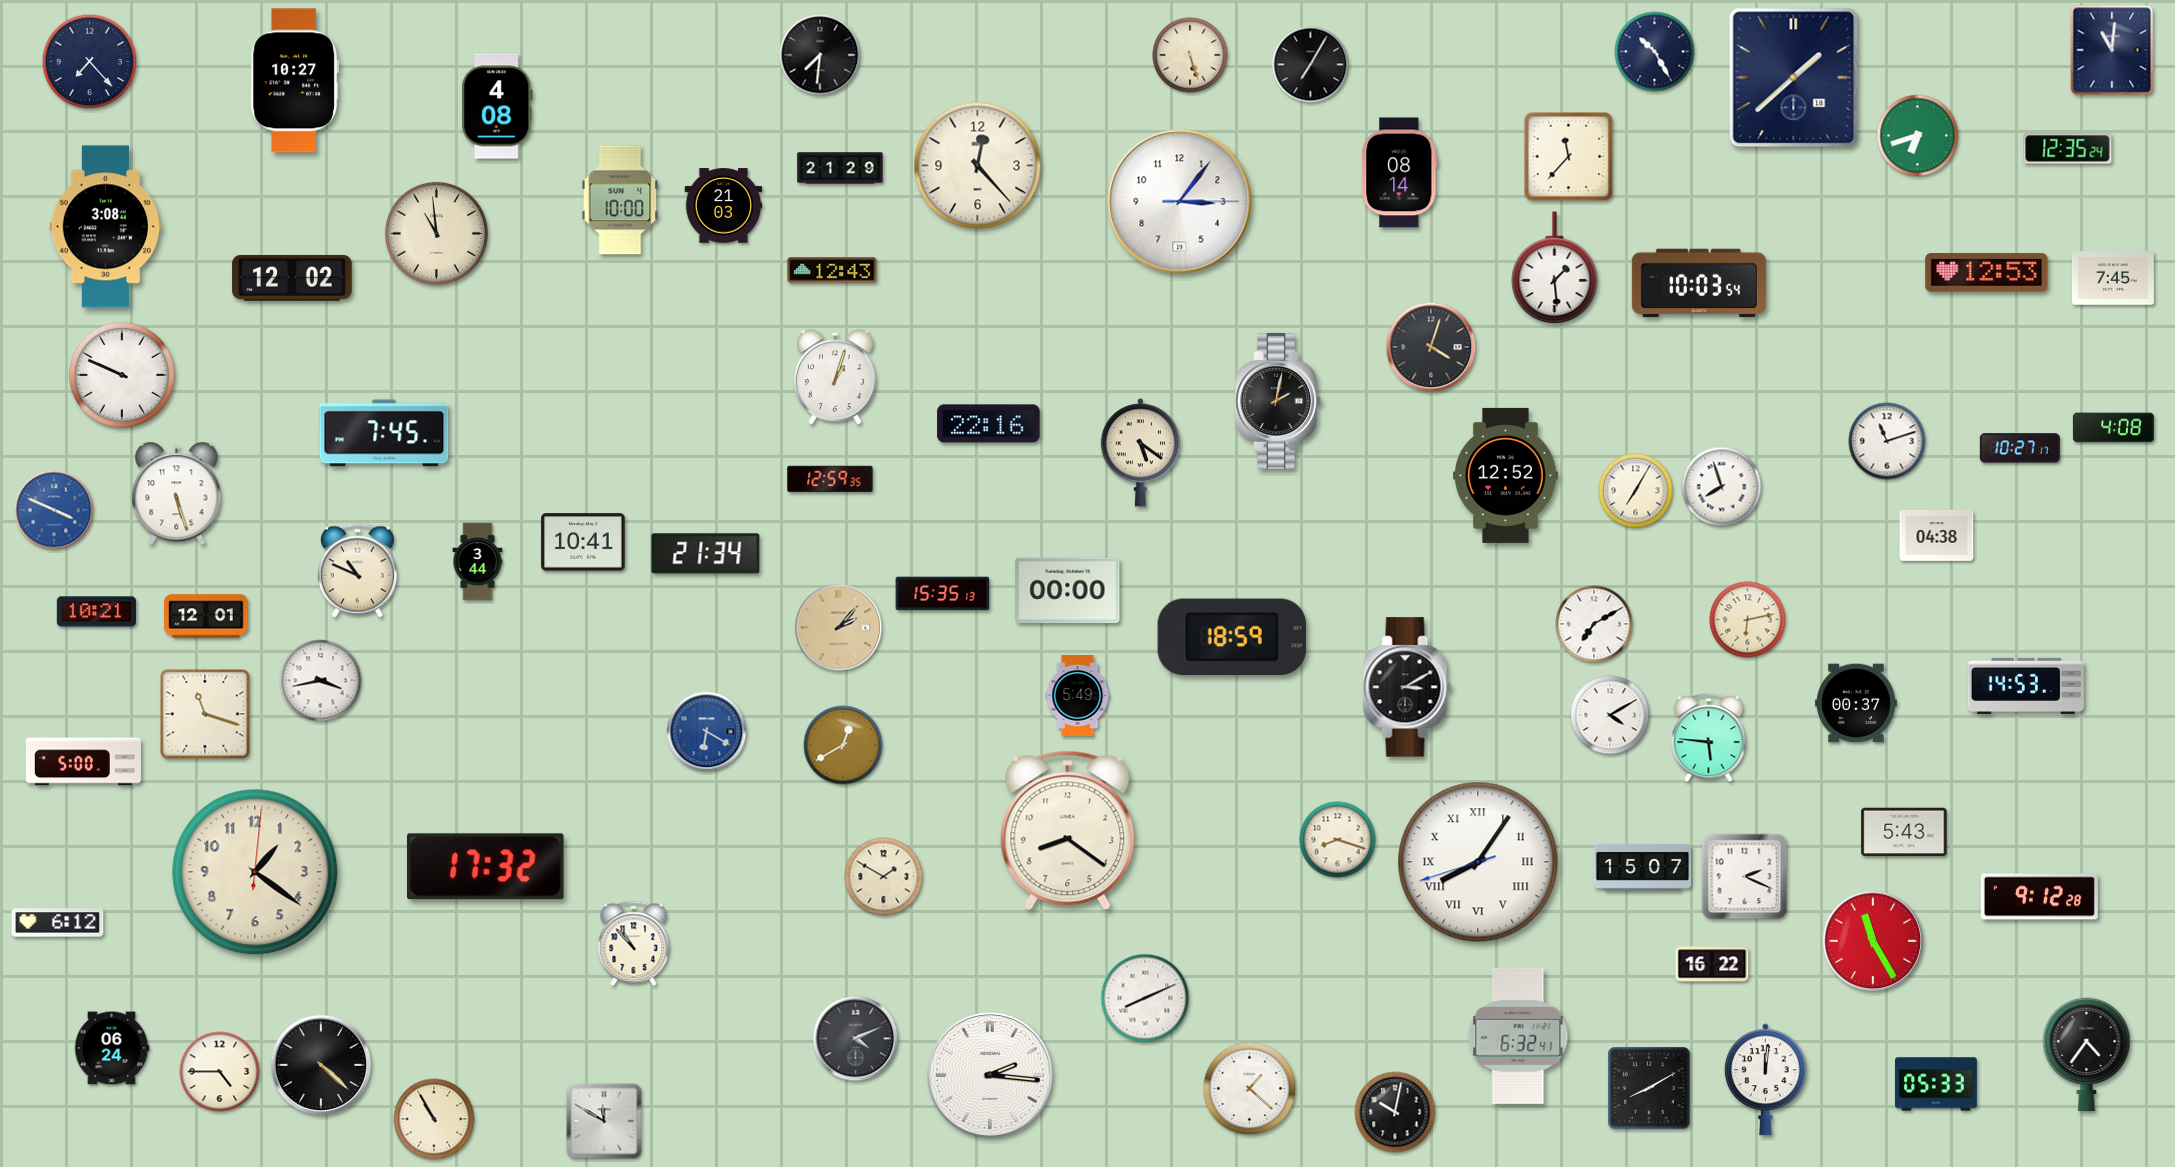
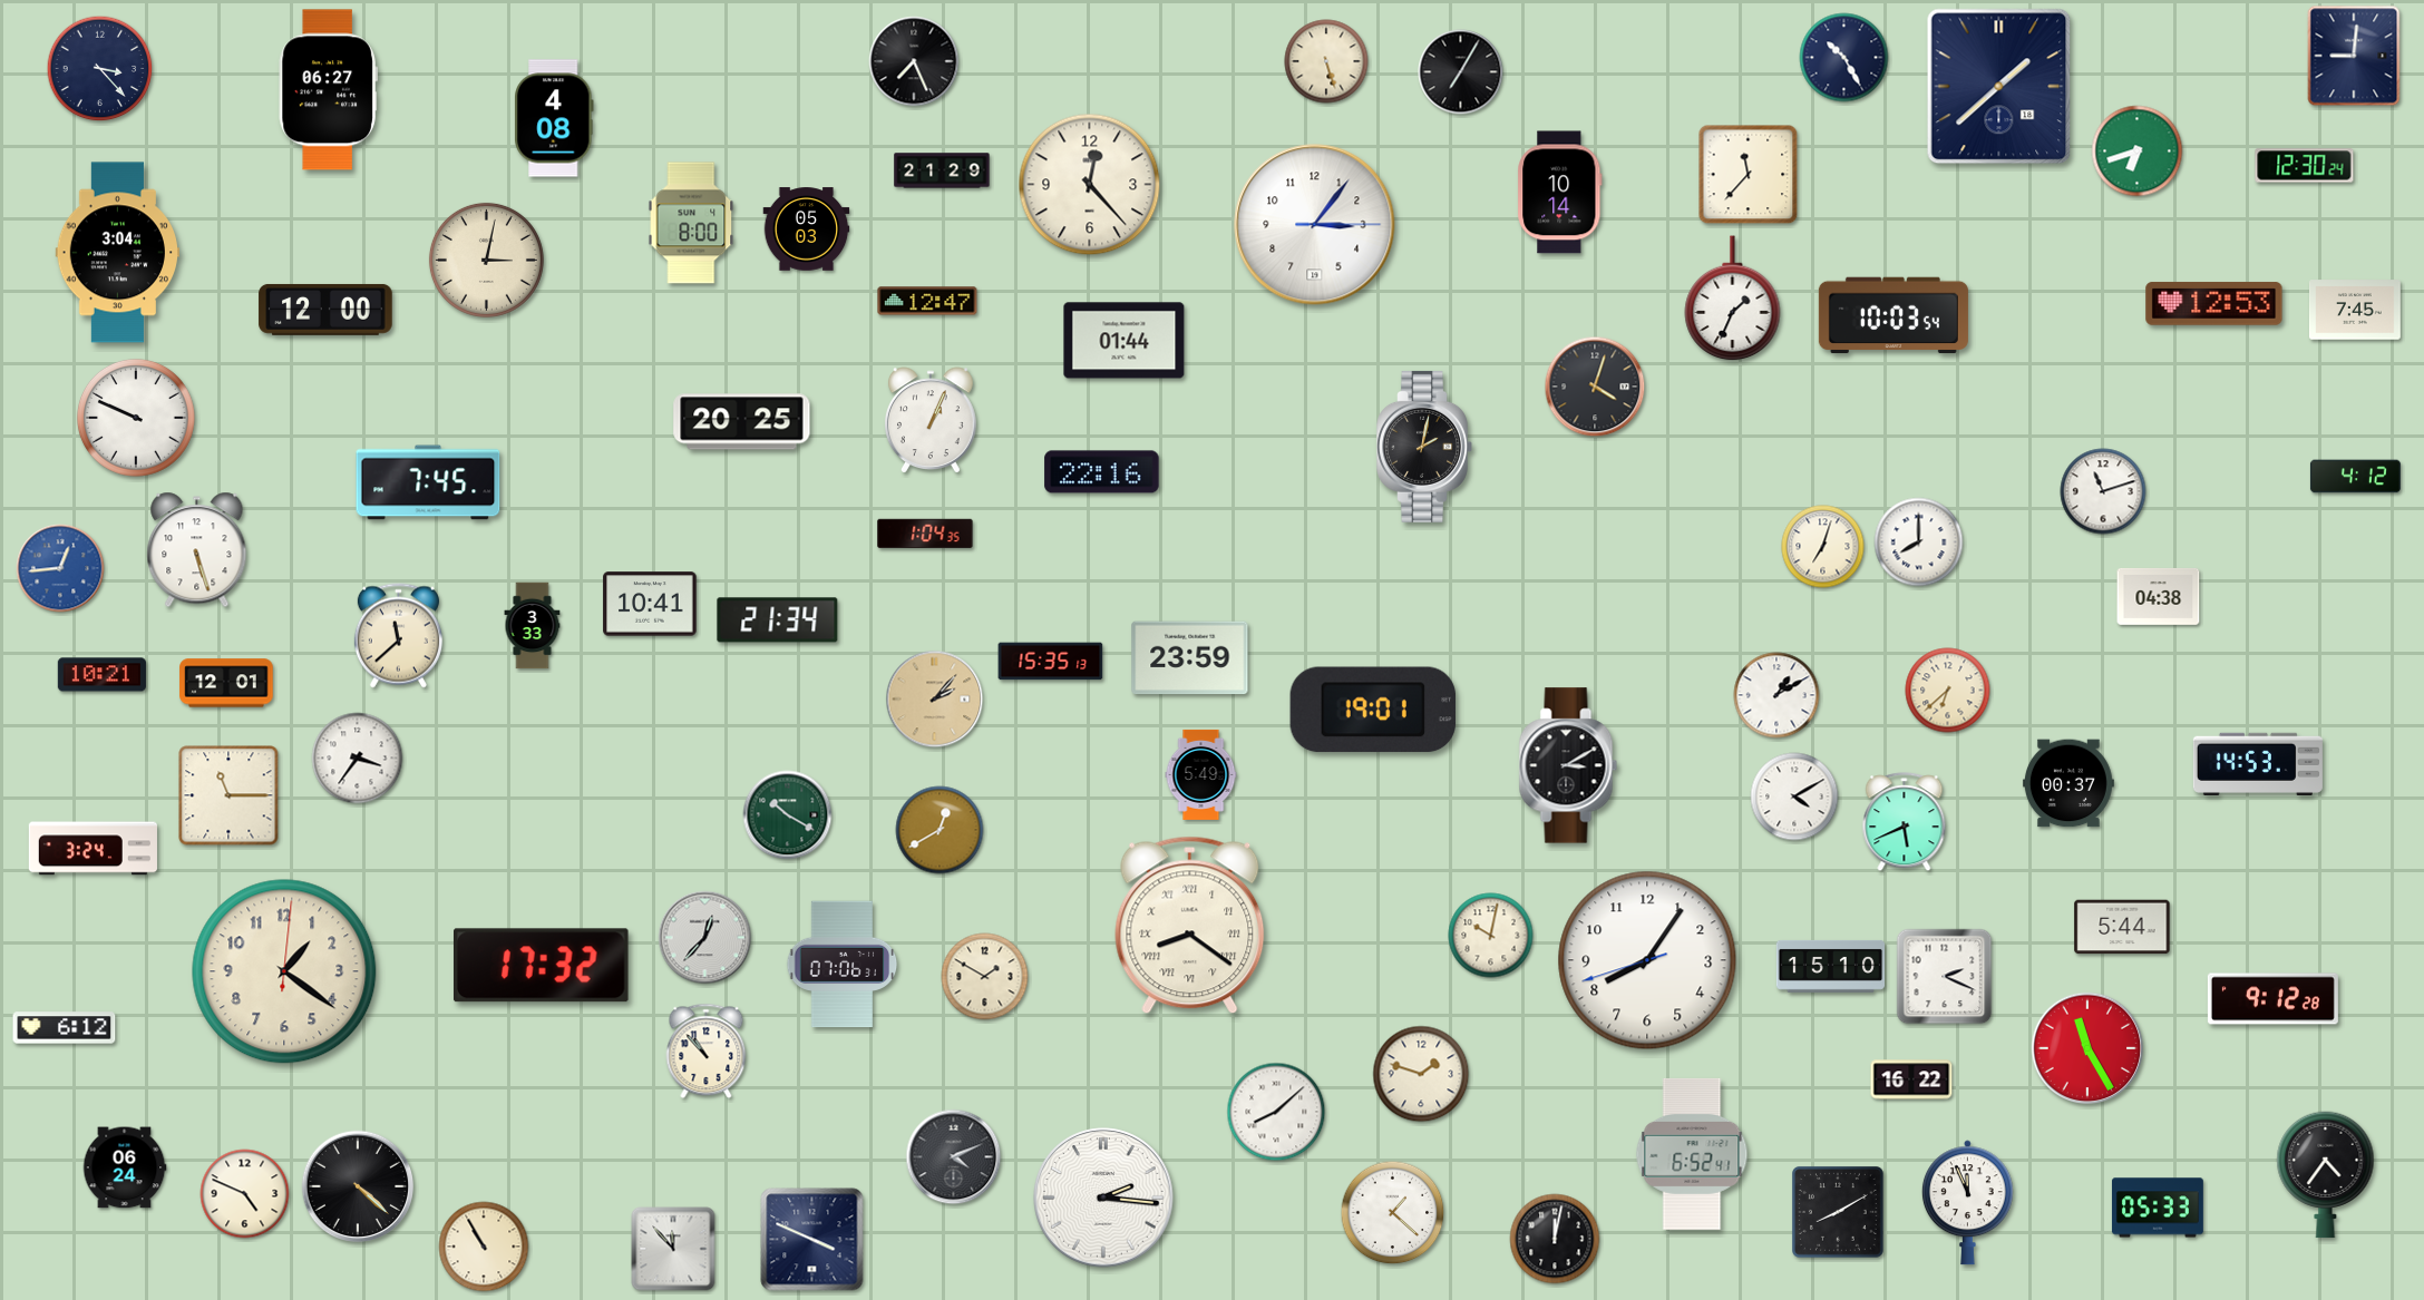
clock at (2112, 50): 11:01 -> 9:01
clock at (820, 55): 7:31 -> 7:26
clock at (90, 62): 7:23 -> 3:23
clock at (294, 81): 10:27 -> 06:27
clock at (2068, 149): 12:35 -> 12:30
clock at (840, 168) position: (840, 168) -> (942, 170)
clock at (1400, 173): 08:14 -> 10:14
clock at (620, 200): 10:00 -> 8:00
clock at (724, 206): 21:03 -> 05:03
clock at (106, 227): 3:08 -> 3:04
clock at (436, 233): 10:59 -> 3:02
clock at (1555, 268): 1:29 -> 1:34
clock at (832, 270): 12:43 -> 12:47
clock at (292, 278): 12:02 -> 12:00
clock at (1125, 341): none -> 01:44
clock at (835, 377): 1:03 -> 1:04
clock at (742, 422): none -> 20:25
clock at (2113, 428): 4:08 -> 4:12
clock at (2020, 448): 10:27 -> none
clock at (1140, 453): 5:21 -> none
clock at (1506, 475): 12:52 -> none
clock at (830, 478): 12:59 -> 1:04
clock at (1722, 487): 7:57 -> 8:00
clock at (1636, 491): 7:05 -> 7:03
clock at (54, 510): 3:49 -> 12:44
clock at (706, 554) position: (706, 554) -> (778, 620)
clock at (478, 562): 3:44 -> 3:33
clock at (357, 571): 10:49 -> 11:38
clock at (1068, 591): 00:00 -> 23:59
clock at (96, 612) position: (96, 612) -> (101, 675)
clock at (206, 616) position: (206, 616) -> (226, 683)
clock at (1748, 620): 6:13 -> 6:38
clock at (1594, 624): 7:10 -> 1:10
clock at (1232, 637): 18:59 -> 19:01
clock at (321, 681): 3:43 -> 3:36
clock at (205, 714): 11:18 -> 11:15
clock at (707, 732): 6:20 -> 10:20
clock at (707, 732) dial: blue -> green
clock at (1709, 738): 5:46 -> 5:41
clock at (83, 762): 5:00 -> 3:24
clock at (1068, 831) numerals: Arabic -> Roman
clock at (1904, 832): 5:43 -> 5:44
clock at (1338, 840): 8:18 -> 10:02
clock at (705, 938): none -> 12:37
clock at (1478, 862) numerals: Roman -> Arabic
clock at (843, 965): none -> 07:06
clock at (1642, 867): 15:07 -> 15:10
clock at (1421, 1074): none -> 1:48
clock at (1712, 964) position: (1712, 964) -> (1911, 1079)
clock at (1145, 998): 8:11 -> 8:08
clock at (1518, 1036): 6:32 -> 6:52
clock at (220, 1072): 4:45 -> 4:49
clock at (1765, 1080): 12:01 -> 11:56
clock at (1395, 1112): 10:02 -> 12:02
clock at (812, 1240): none -> 3:49
clock at (604, 1121): 11:50 -> 11:53
